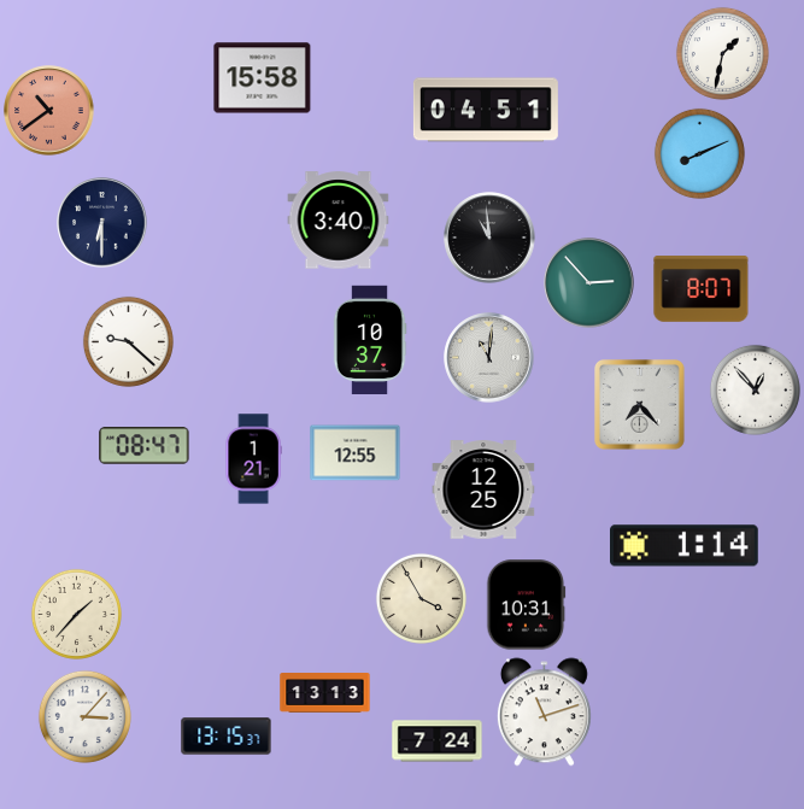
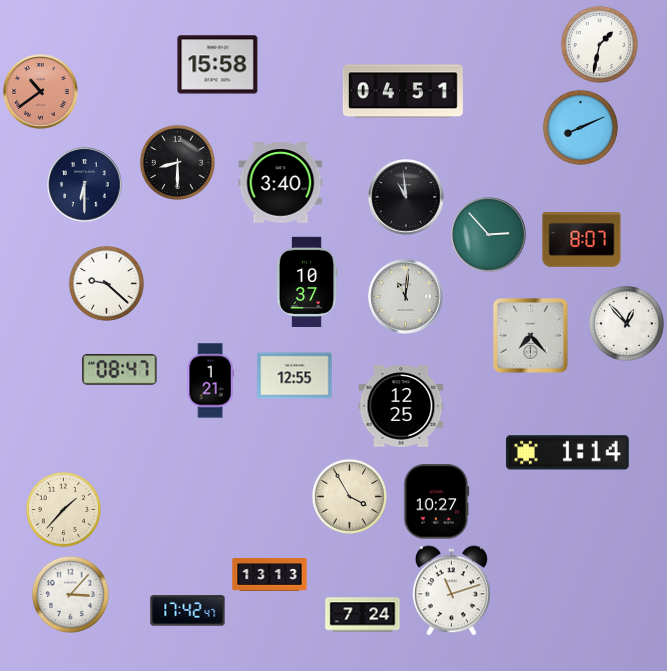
clock at (177, 162): none -> 8:30
clock at (527, 605): 10:31 -> 10:27
clock at (227, 737): 13:15 -> 17:42
